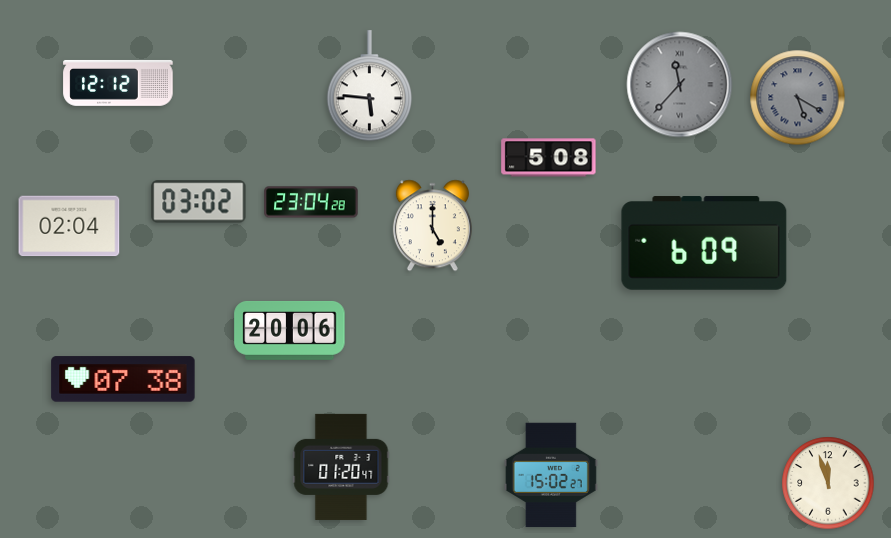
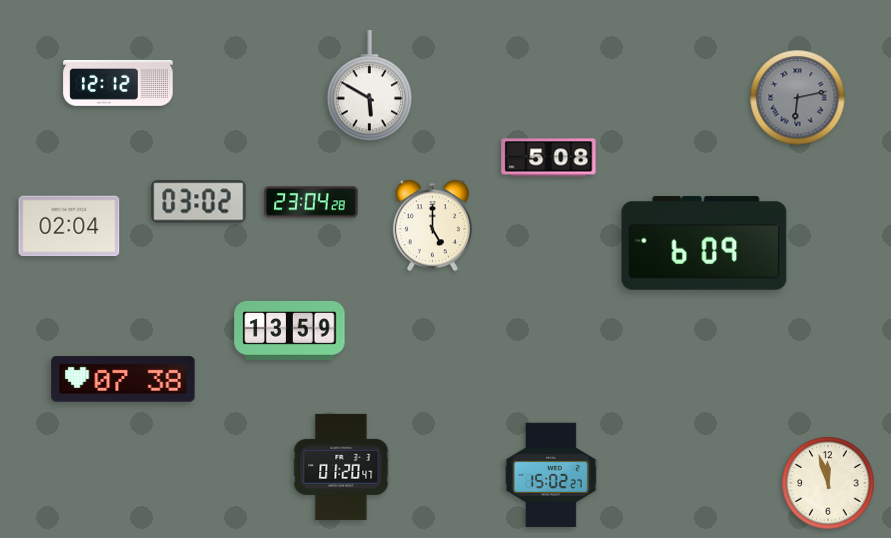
clock at (680, 85): 11:37 -> none
clock at (370, 86): 5:46 -> 5:50
clock at (798, 98): 5:20 -> 6:13
clock at (290, 330): 20:06 -> 13:59
